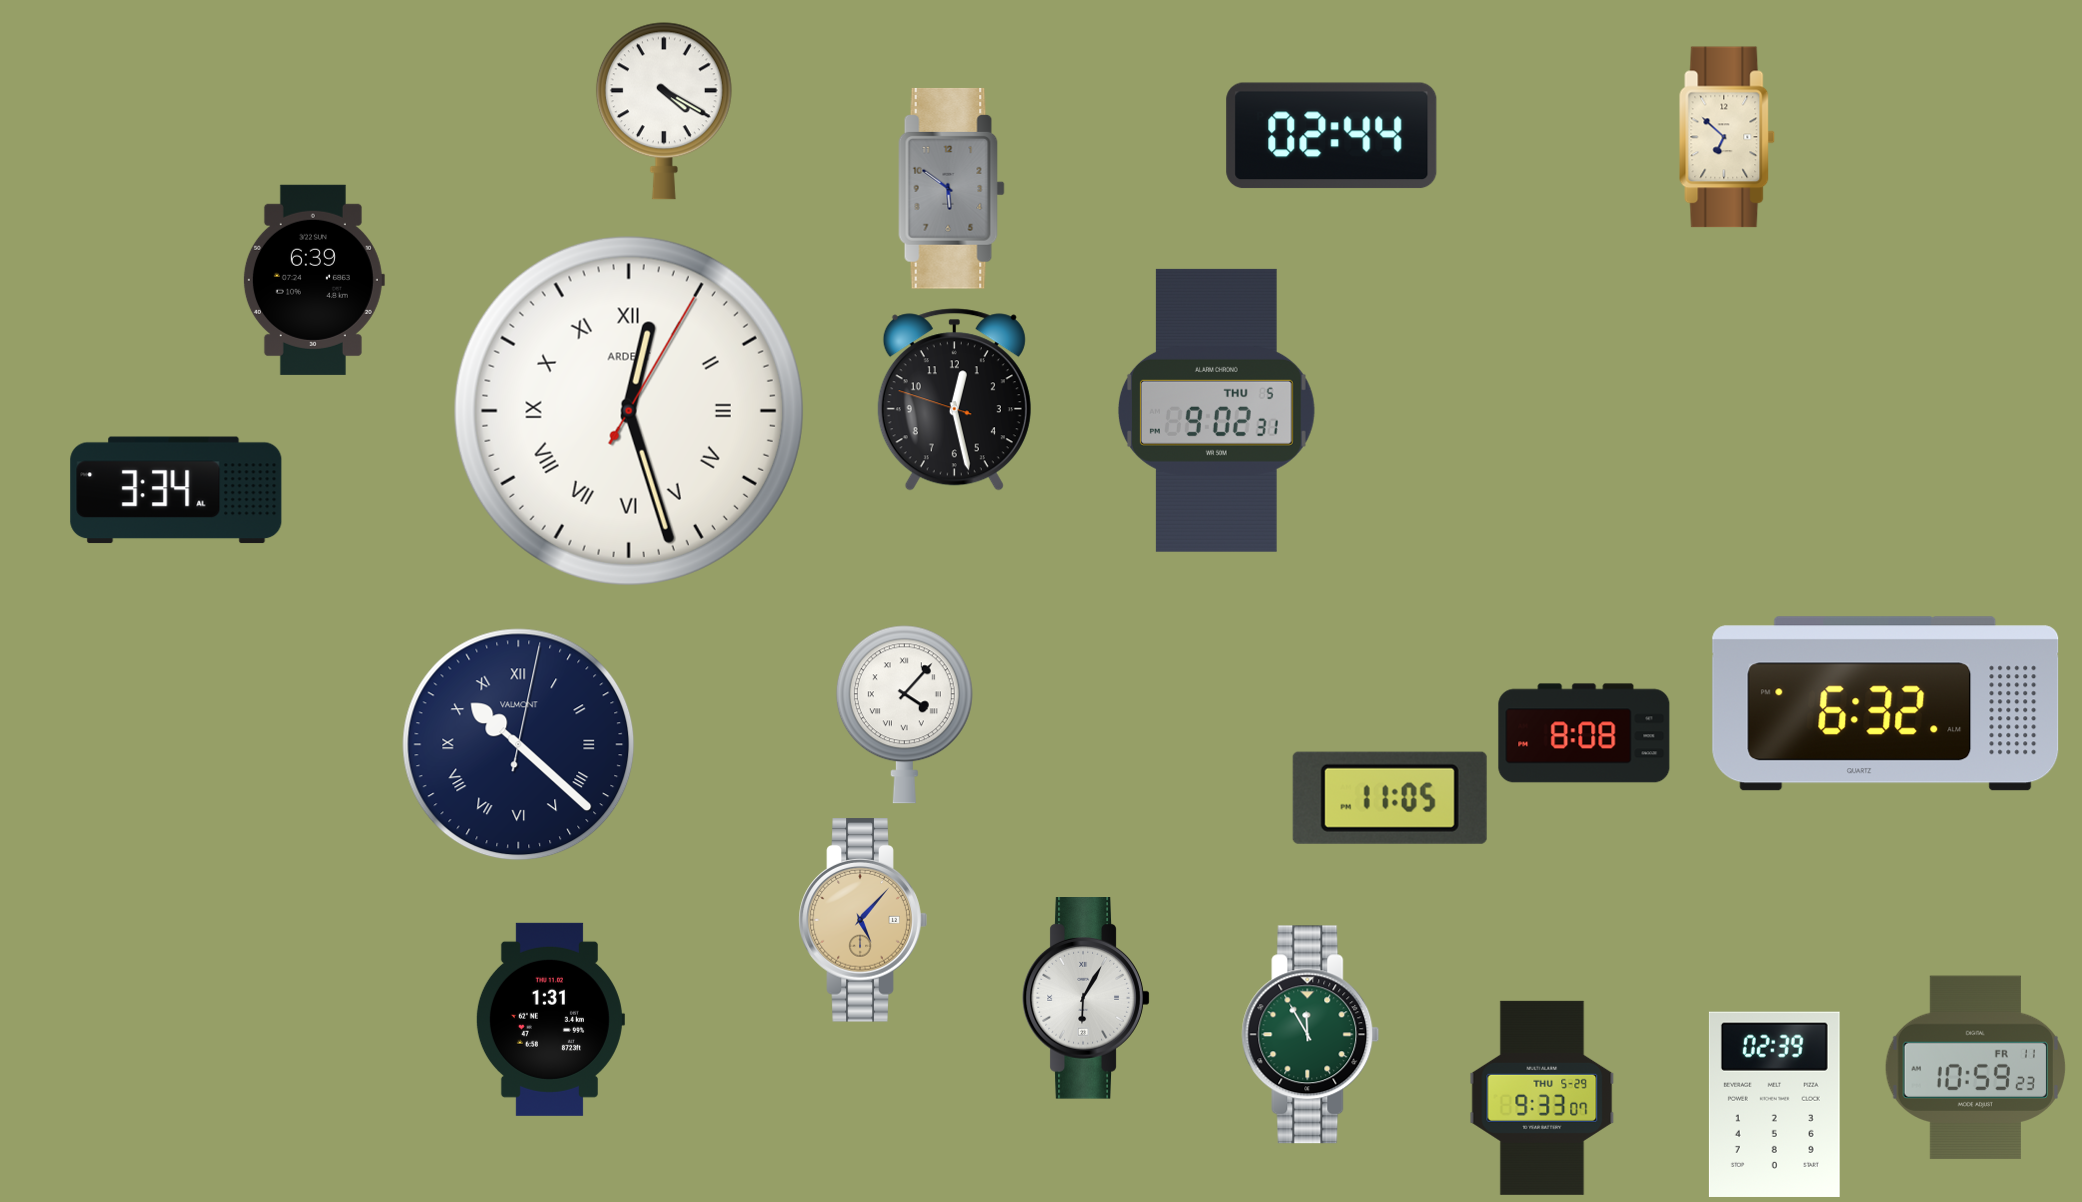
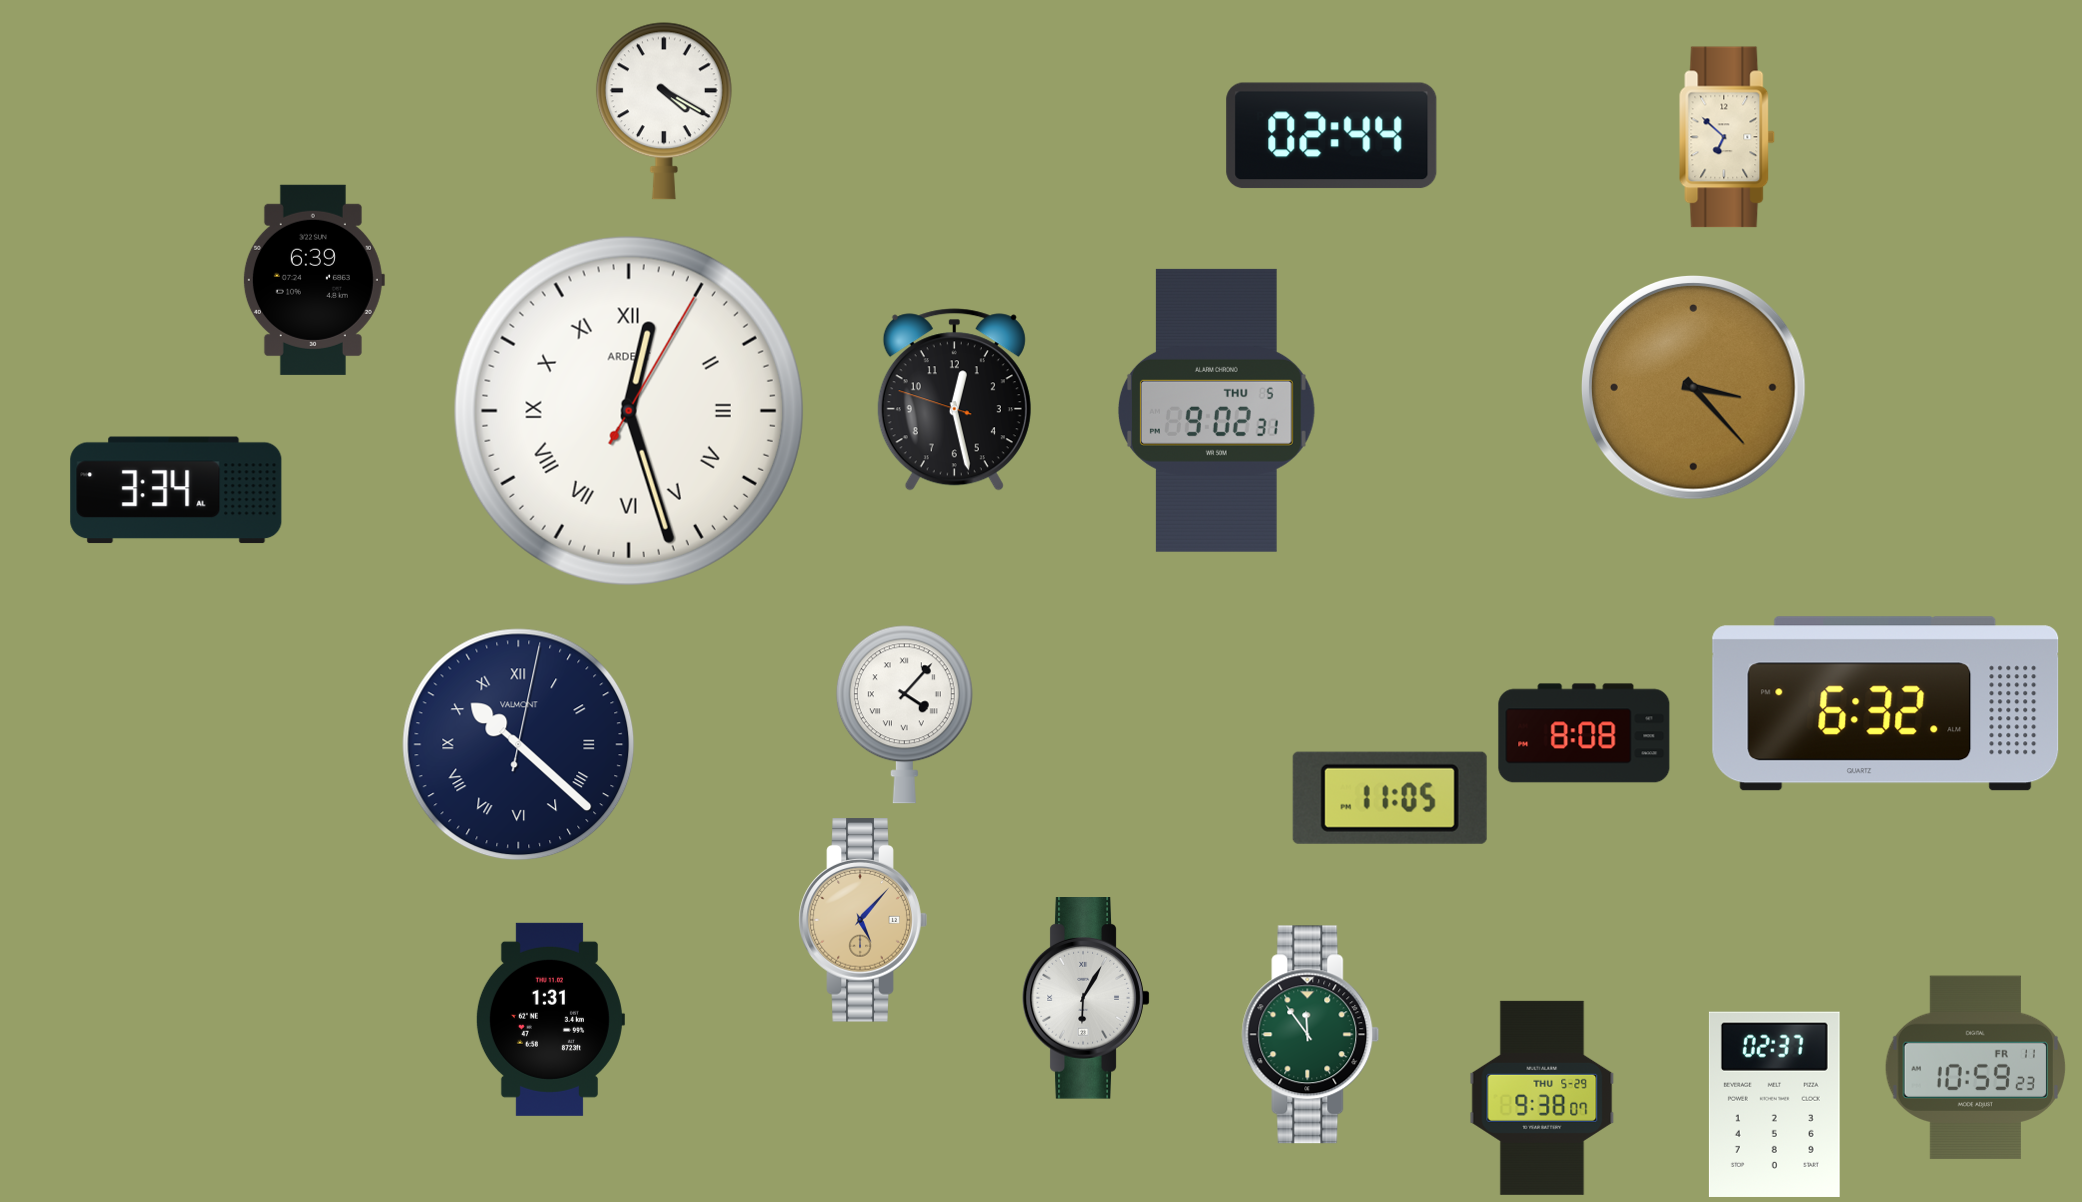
clock at (952, 188): 5:51 -> none
clock at (1693, 387): none -> 3:23
clock at (1311, 1035): 11:55 -> 11:54
clock at (1542, 1098): 9:33 -> 9:38
clock at (1774, 1104): 02:39 -> 02:37
